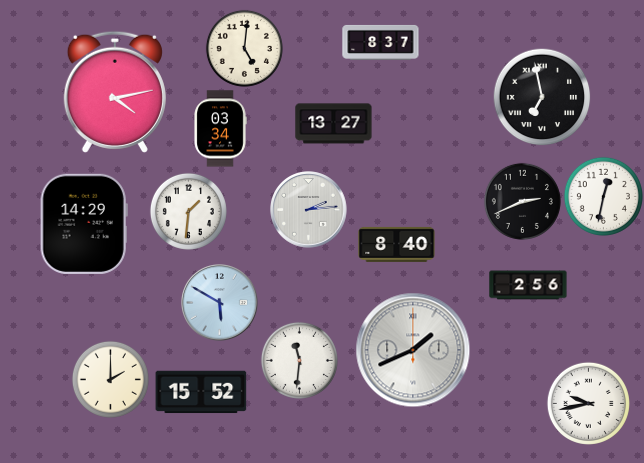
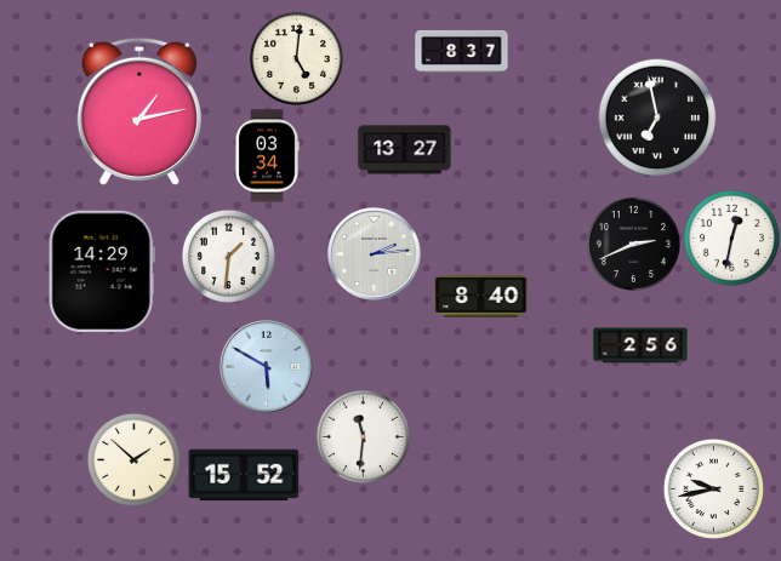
clock at (115, 92): 4:13 -> 1:13
clock at (413, 350): 1:41 -> none
clock at (110, 379): 2:00 -> 1:52
